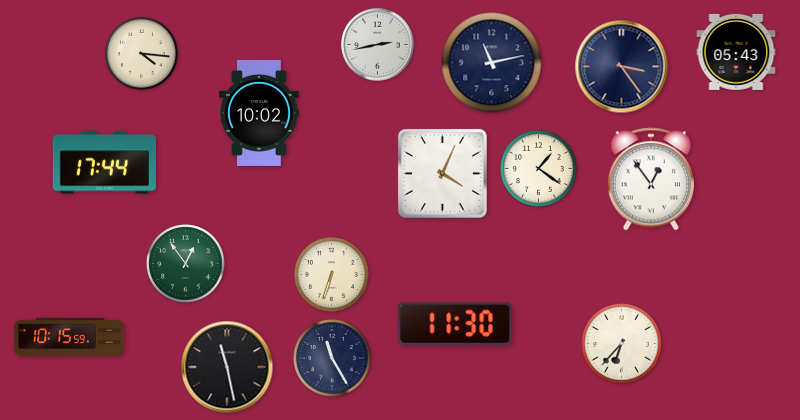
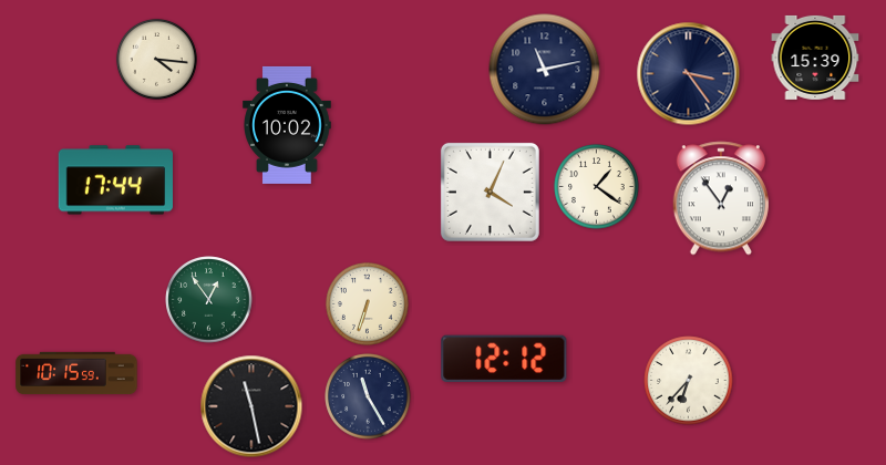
clock at (378, 45): 2:43 -> none
clock at (736, 52): 05:43 -> 15:39
clock at (186, 264) position: (186, 264) -> (209, 300)
clock at (455, 324): 11:30 -> 12:12
